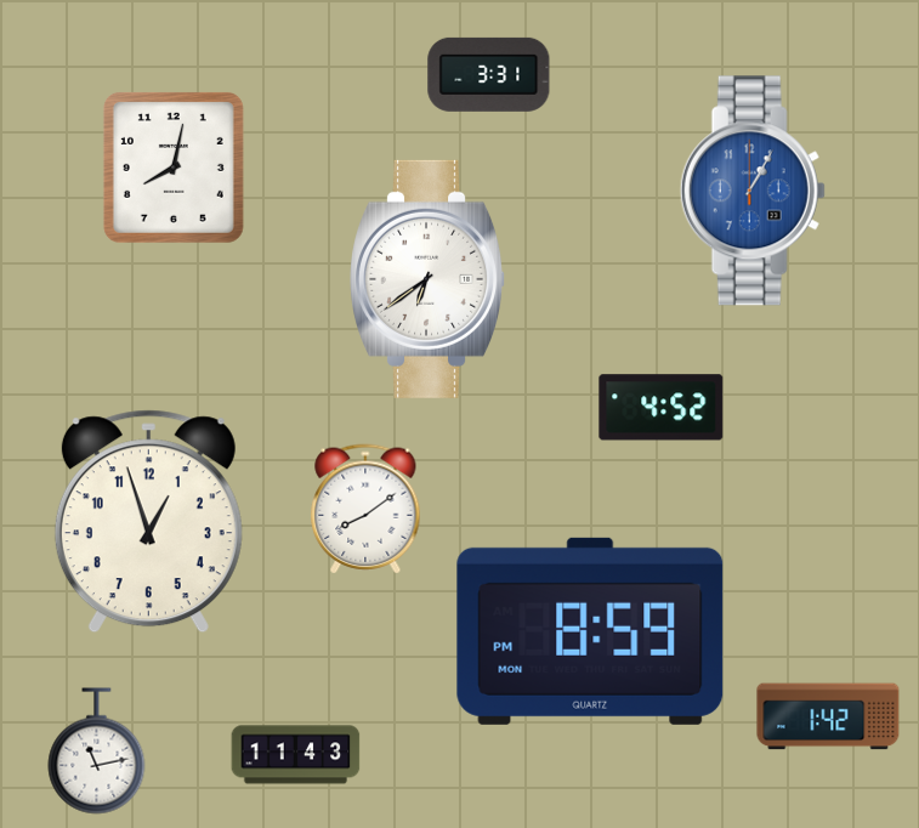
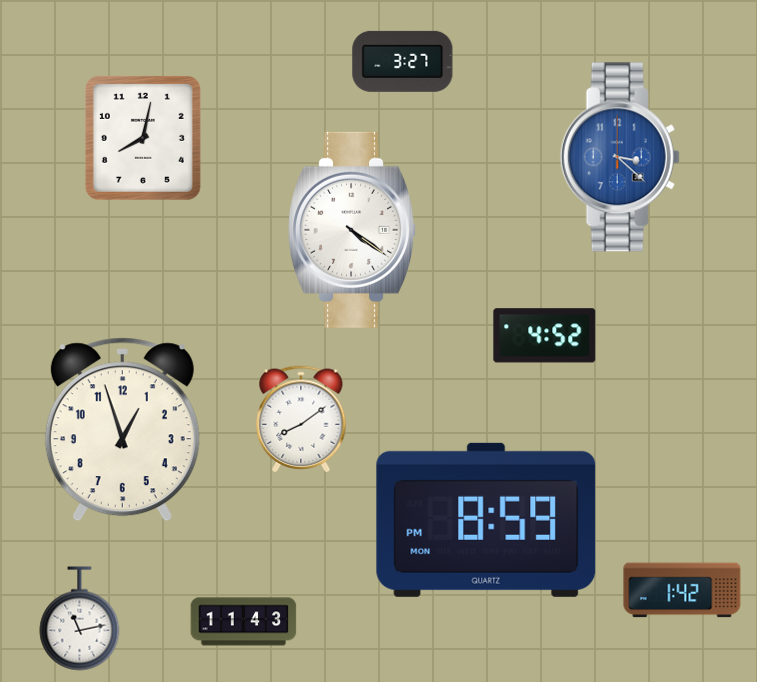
clock at (489, 74): 3:31 -> 3:27
clock at (753, 191): 1:05 -> 3:22
clock at (429, 279): 6:39 -> 4:21
